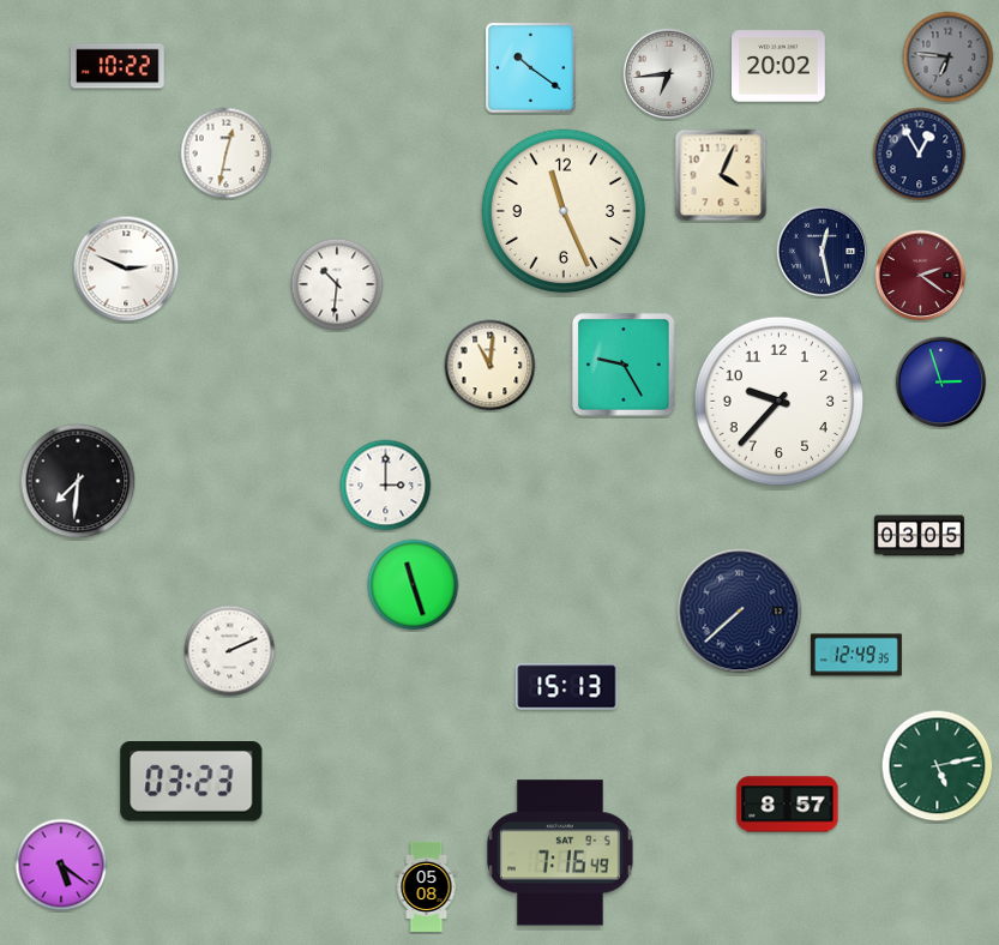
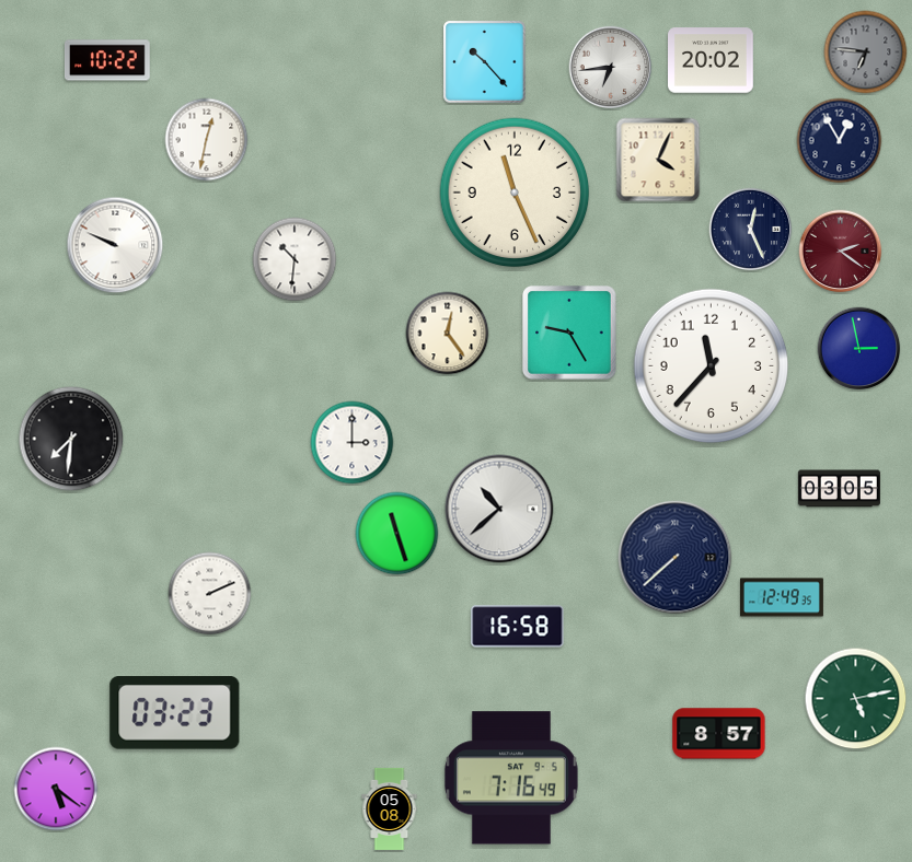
clock at (531, 68): 10:21 -> 10:23
clock at (823, 252): 12:28 -> 12:26
clock at (126, 269): 2:49 -> 9:49
clock at (337, 284) position: (337, 284) -> (295, 259)
clock at (491, 366): 11:01 -> 12:24
clock at (941, 383): 2:57 -> 2:58
clock at (780, 402): 9:37 -> 11:37
clock at (499, 509): none -> 10:38
clock at (414, 585) position: (414, 585) -> (397, 534)
clock at (567, 687): 15:13 -> 16:58
